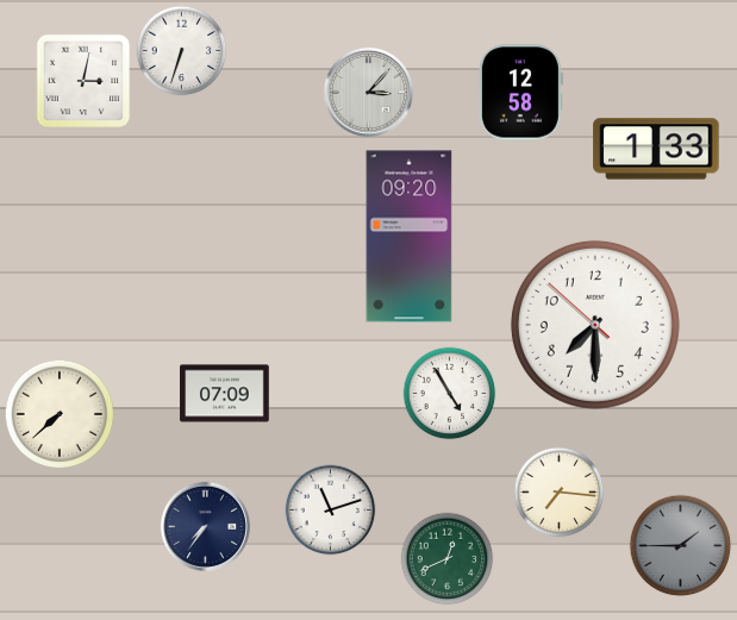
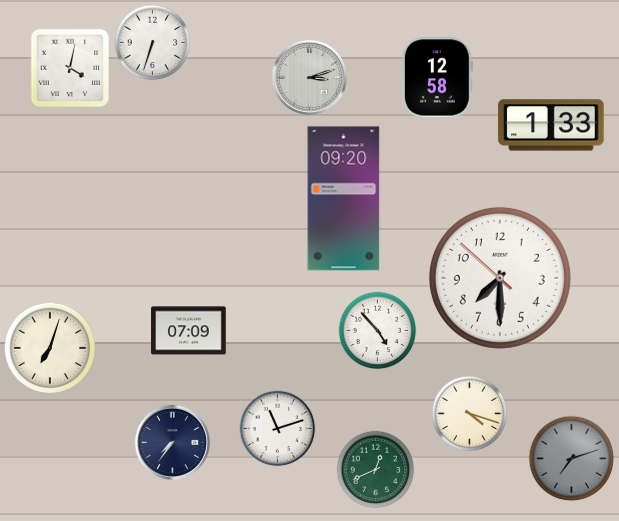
clock at (83, 81): 3:02 -> 4:02
clock at (368, 92): 3:07 -> 3:12
clock at (595, 325) position: (595, 325) -> (500, 278)
clock at (450, 394): 4:55 -> 4:53
clock at (60, 414): 7:38 -> 7:03
clock at (560, 493): 7:16 -> 4:18
clock at (681, 546): 1:45 -> 7:12
